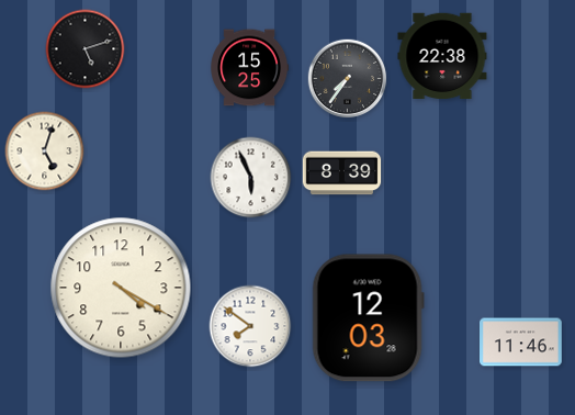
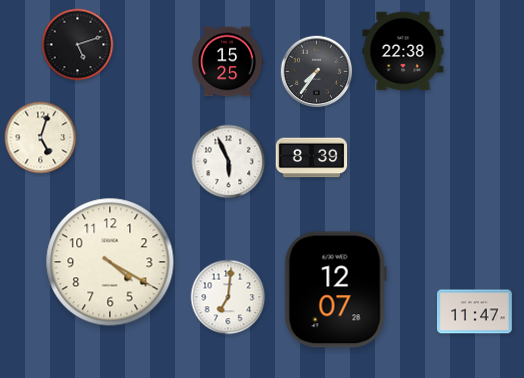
clock at (368, 318): 12:03 -> 12:07
clock at (250, 326): 7:51 -> 7:01
clock at (521, 343): 11:46 -> 11:47
